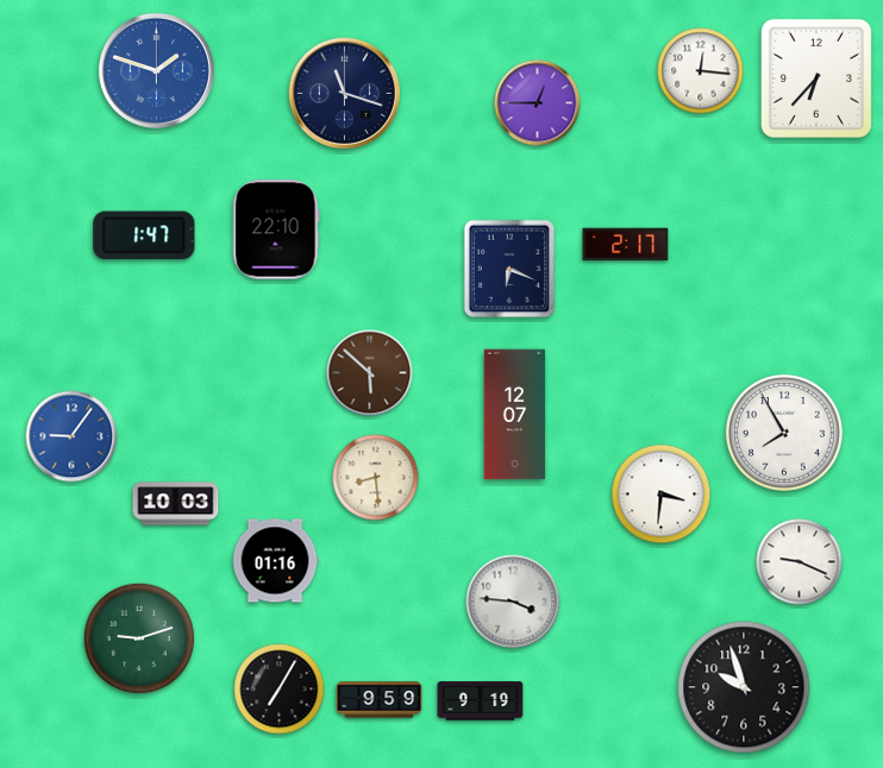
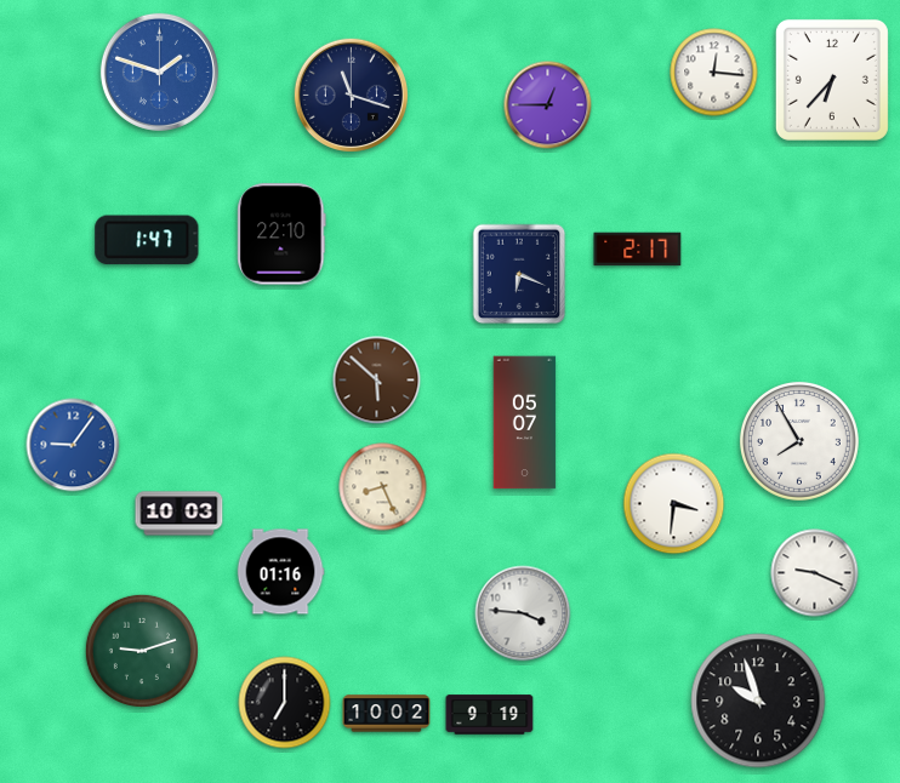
clock at (515, 415): 12:07 -> 05:07
clock at (376, 478): 8:29 -> 8:26
clock at (280, 690): 7:05 -> 7:00
clock at (380, 700): 9:59 -> 10:02
